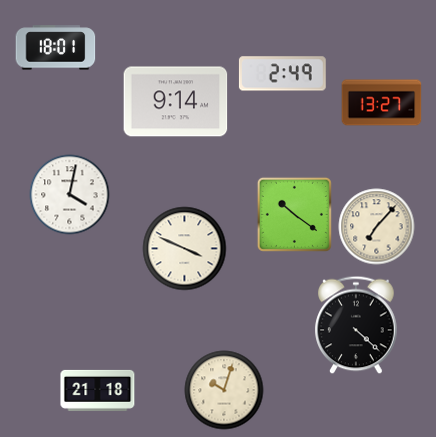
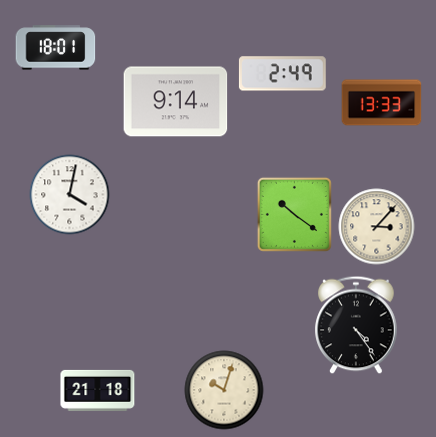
clock at (382, 103): 13:27 -> 13:33
clock at (377, 227): 7:07 -> 3:07
clock at (185, 249): 3:49 -> none
clock at (356, 325): 4:22 -> 4:24
